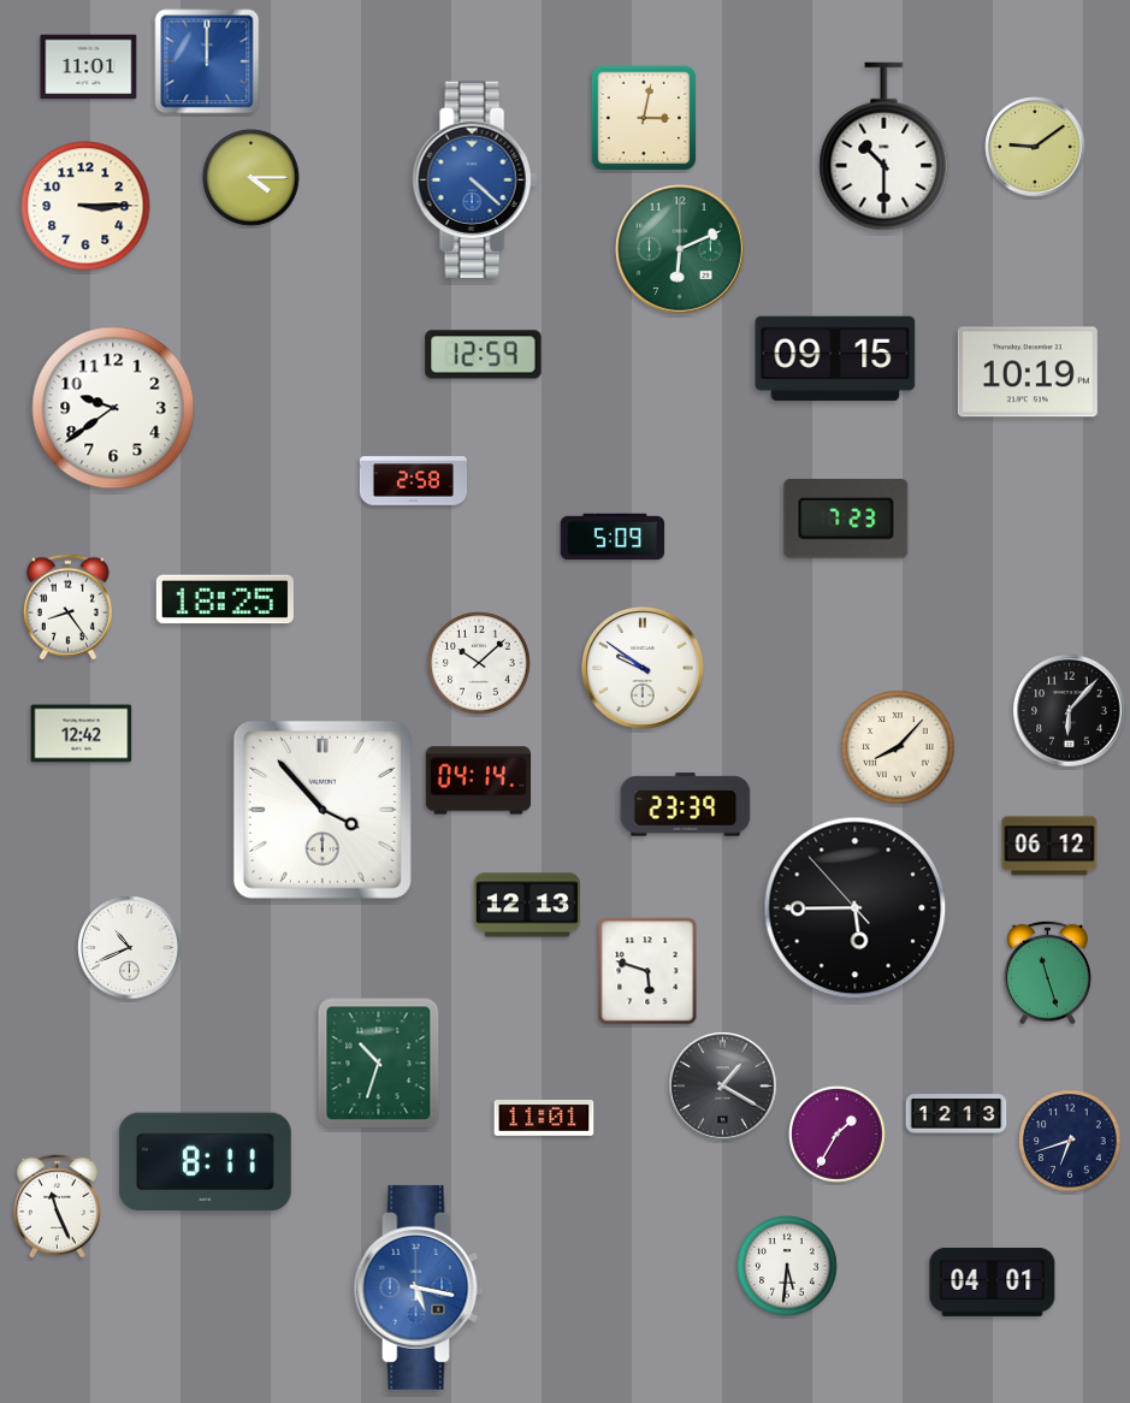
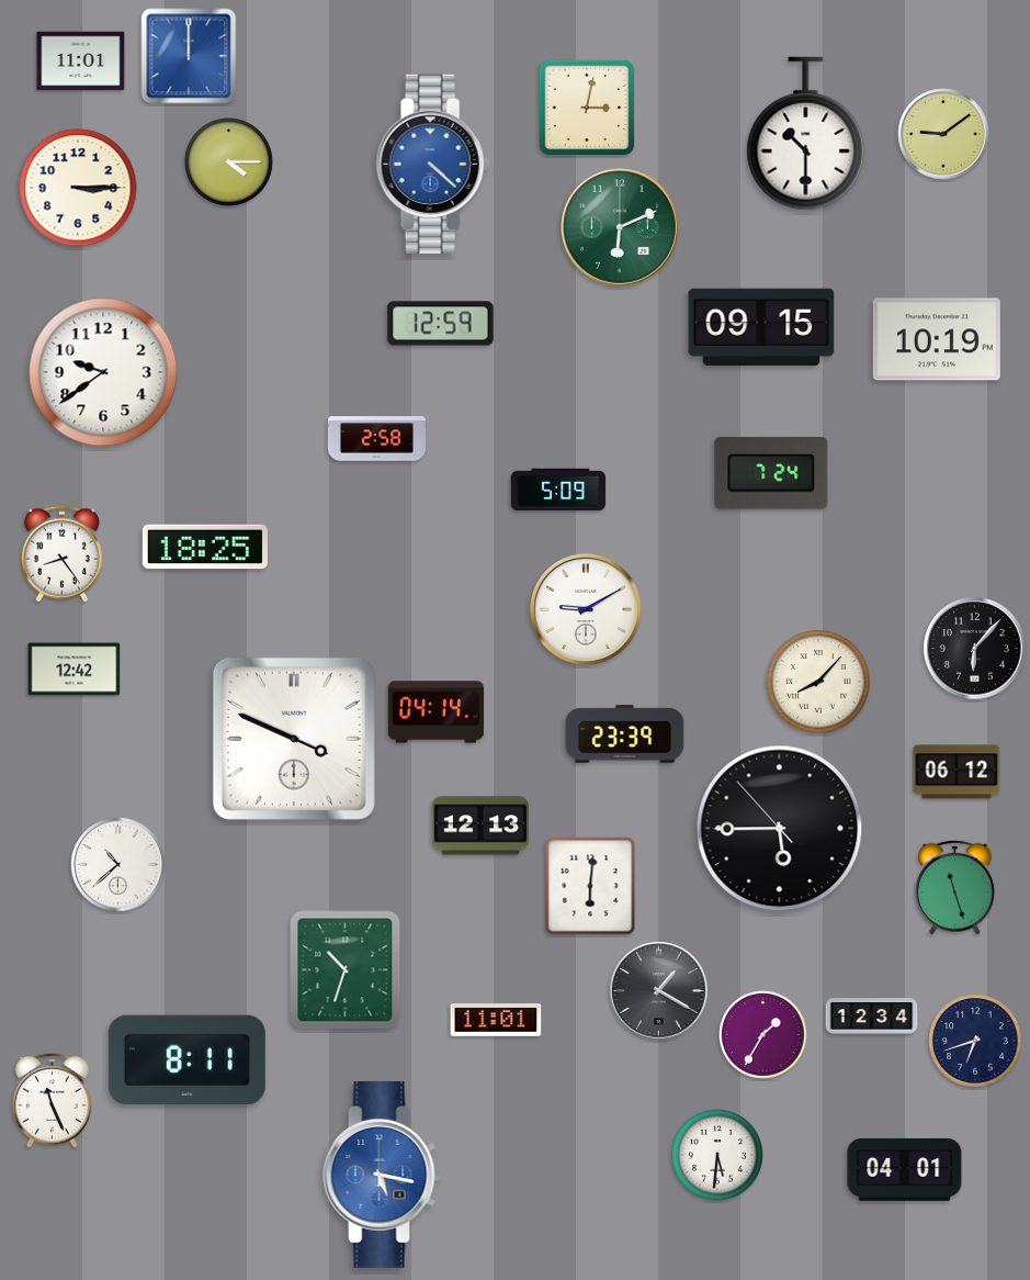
clock at (846, 519): 7:23 -> 7:24
clock at (479, 663): 10:08 -> none
clock at (643, 668): 9:51 -> 9:10
clock at (323, 810): 3:53 -> 3:49
clock at (130, 948): 10:41 -> 10:38
clock at (647, 971): 5:48 -> 6:01
clock at (957, 1114): 12:13 -> 12:34
